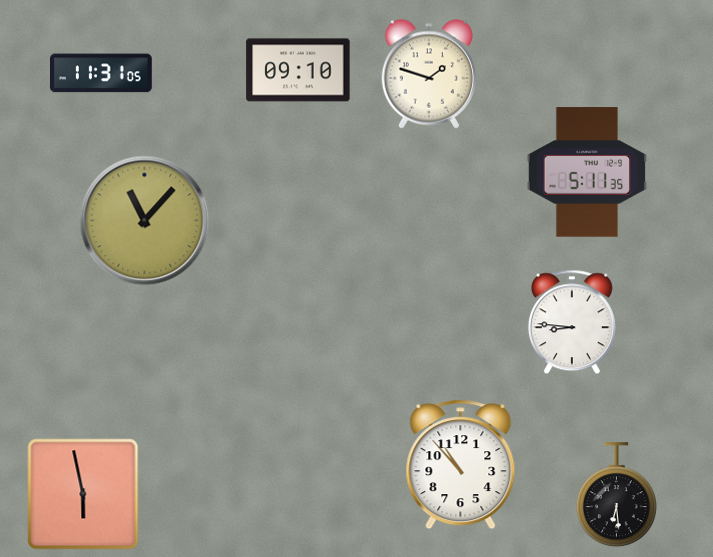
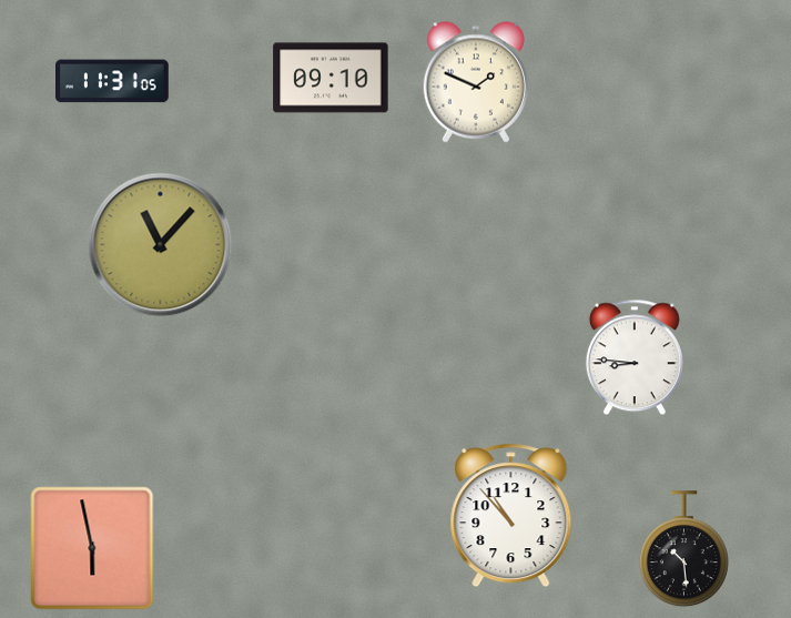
clock at (428, 74): 1:48 -> 1:49
clock at (586, 172): 5:11 -> none
clock at (616, 495): 6:29 -> 10:29
